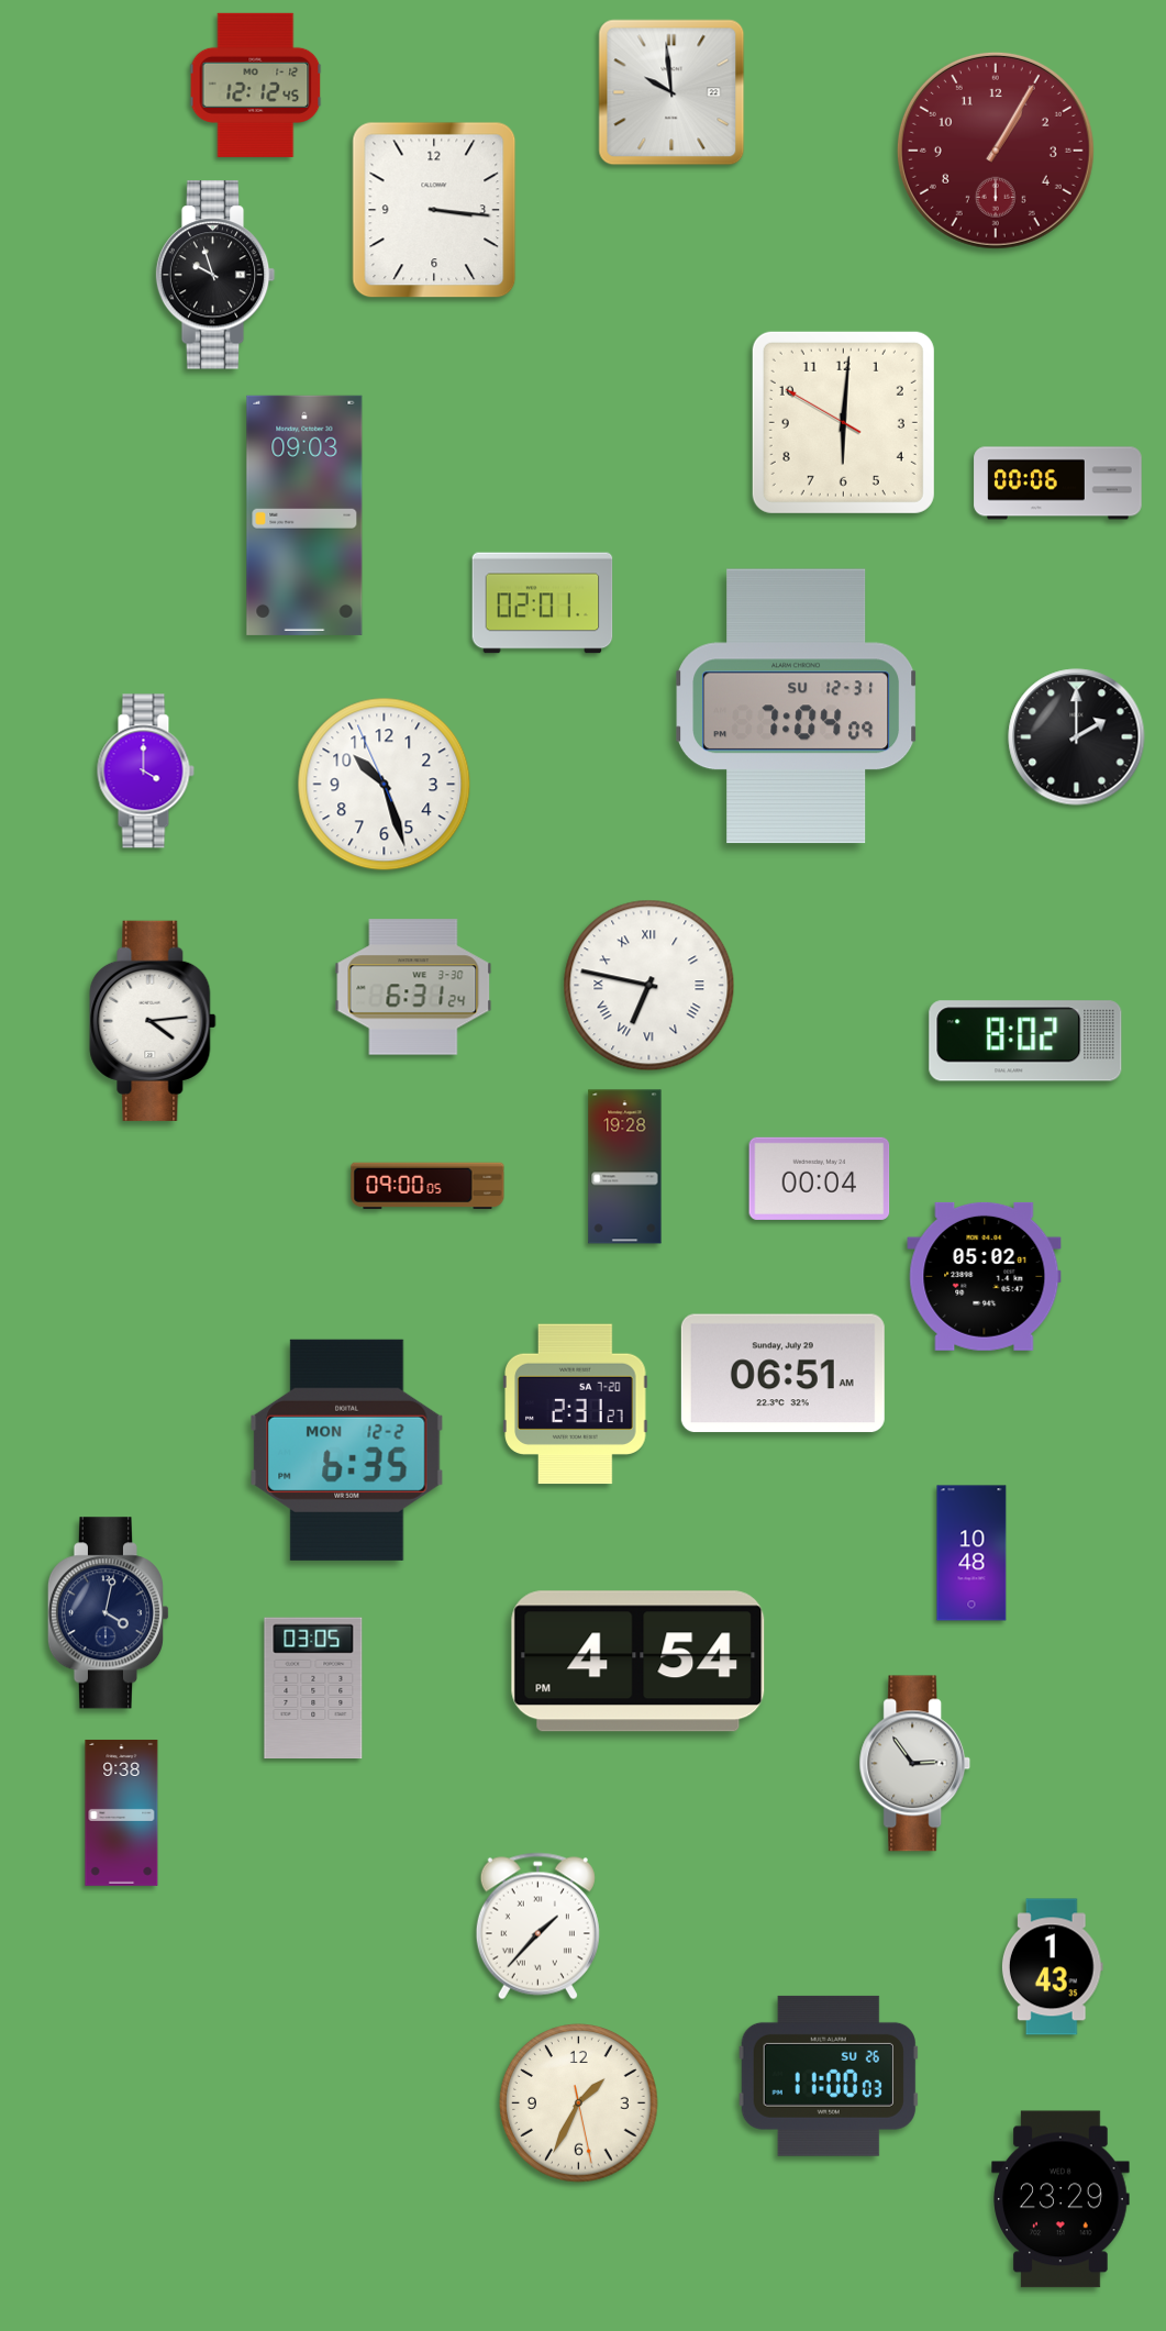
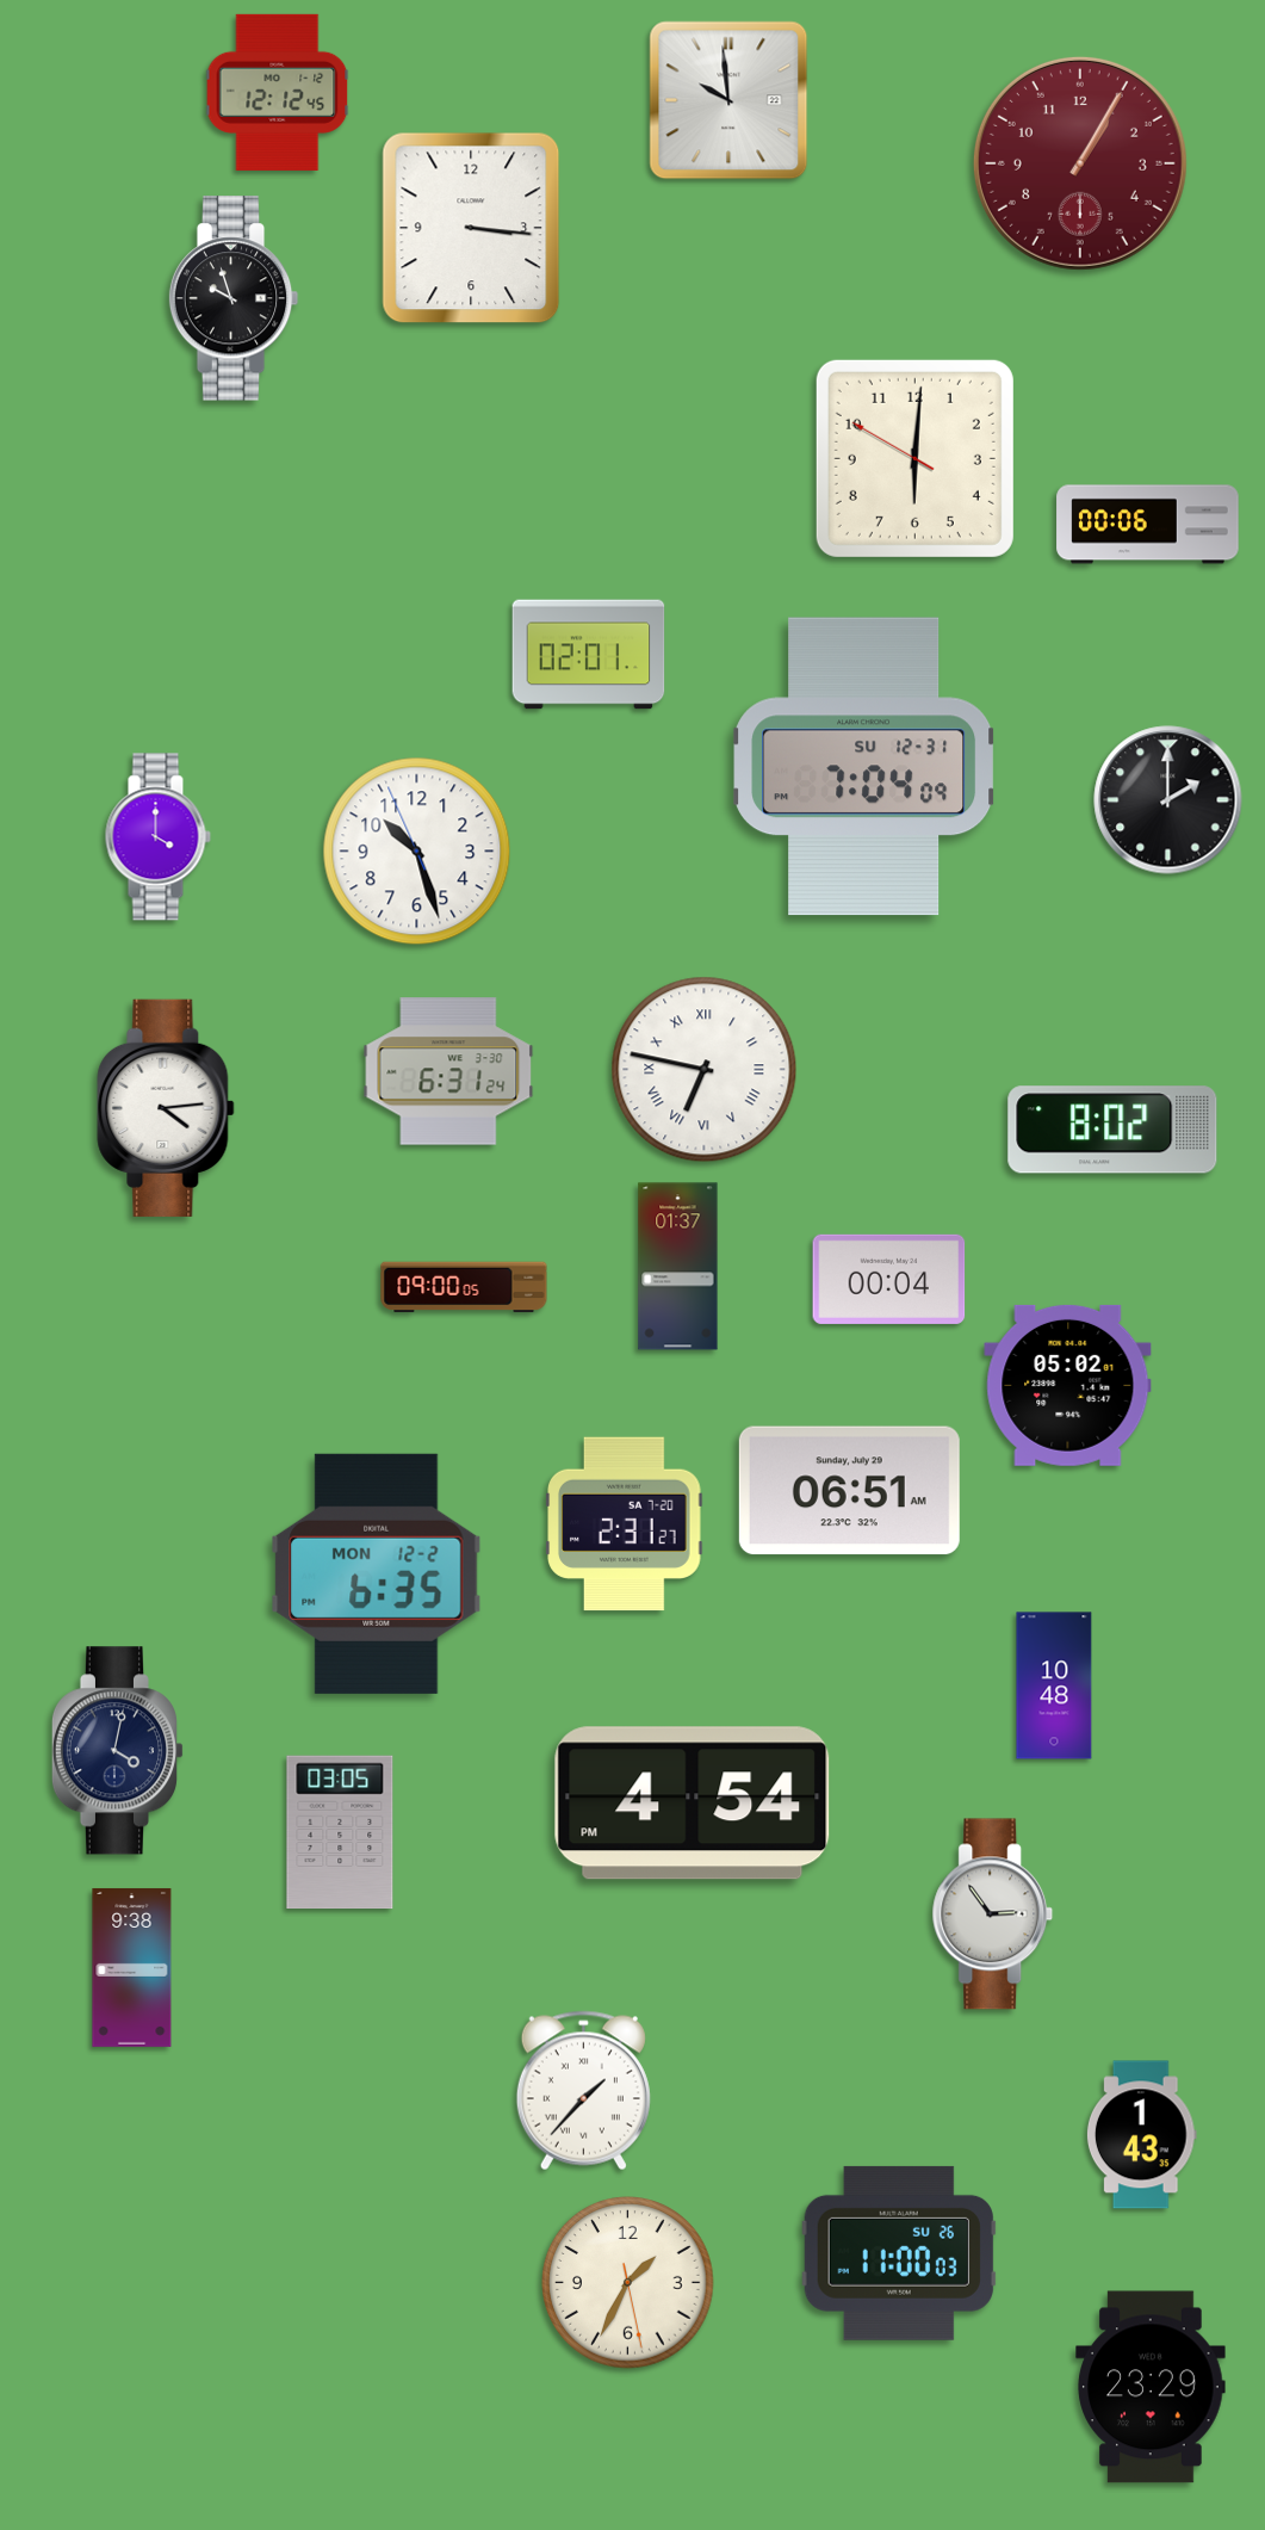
clock at (304, 515): 09:03 -> none
clock at (625, 1167): 19:28 -> 01:37
